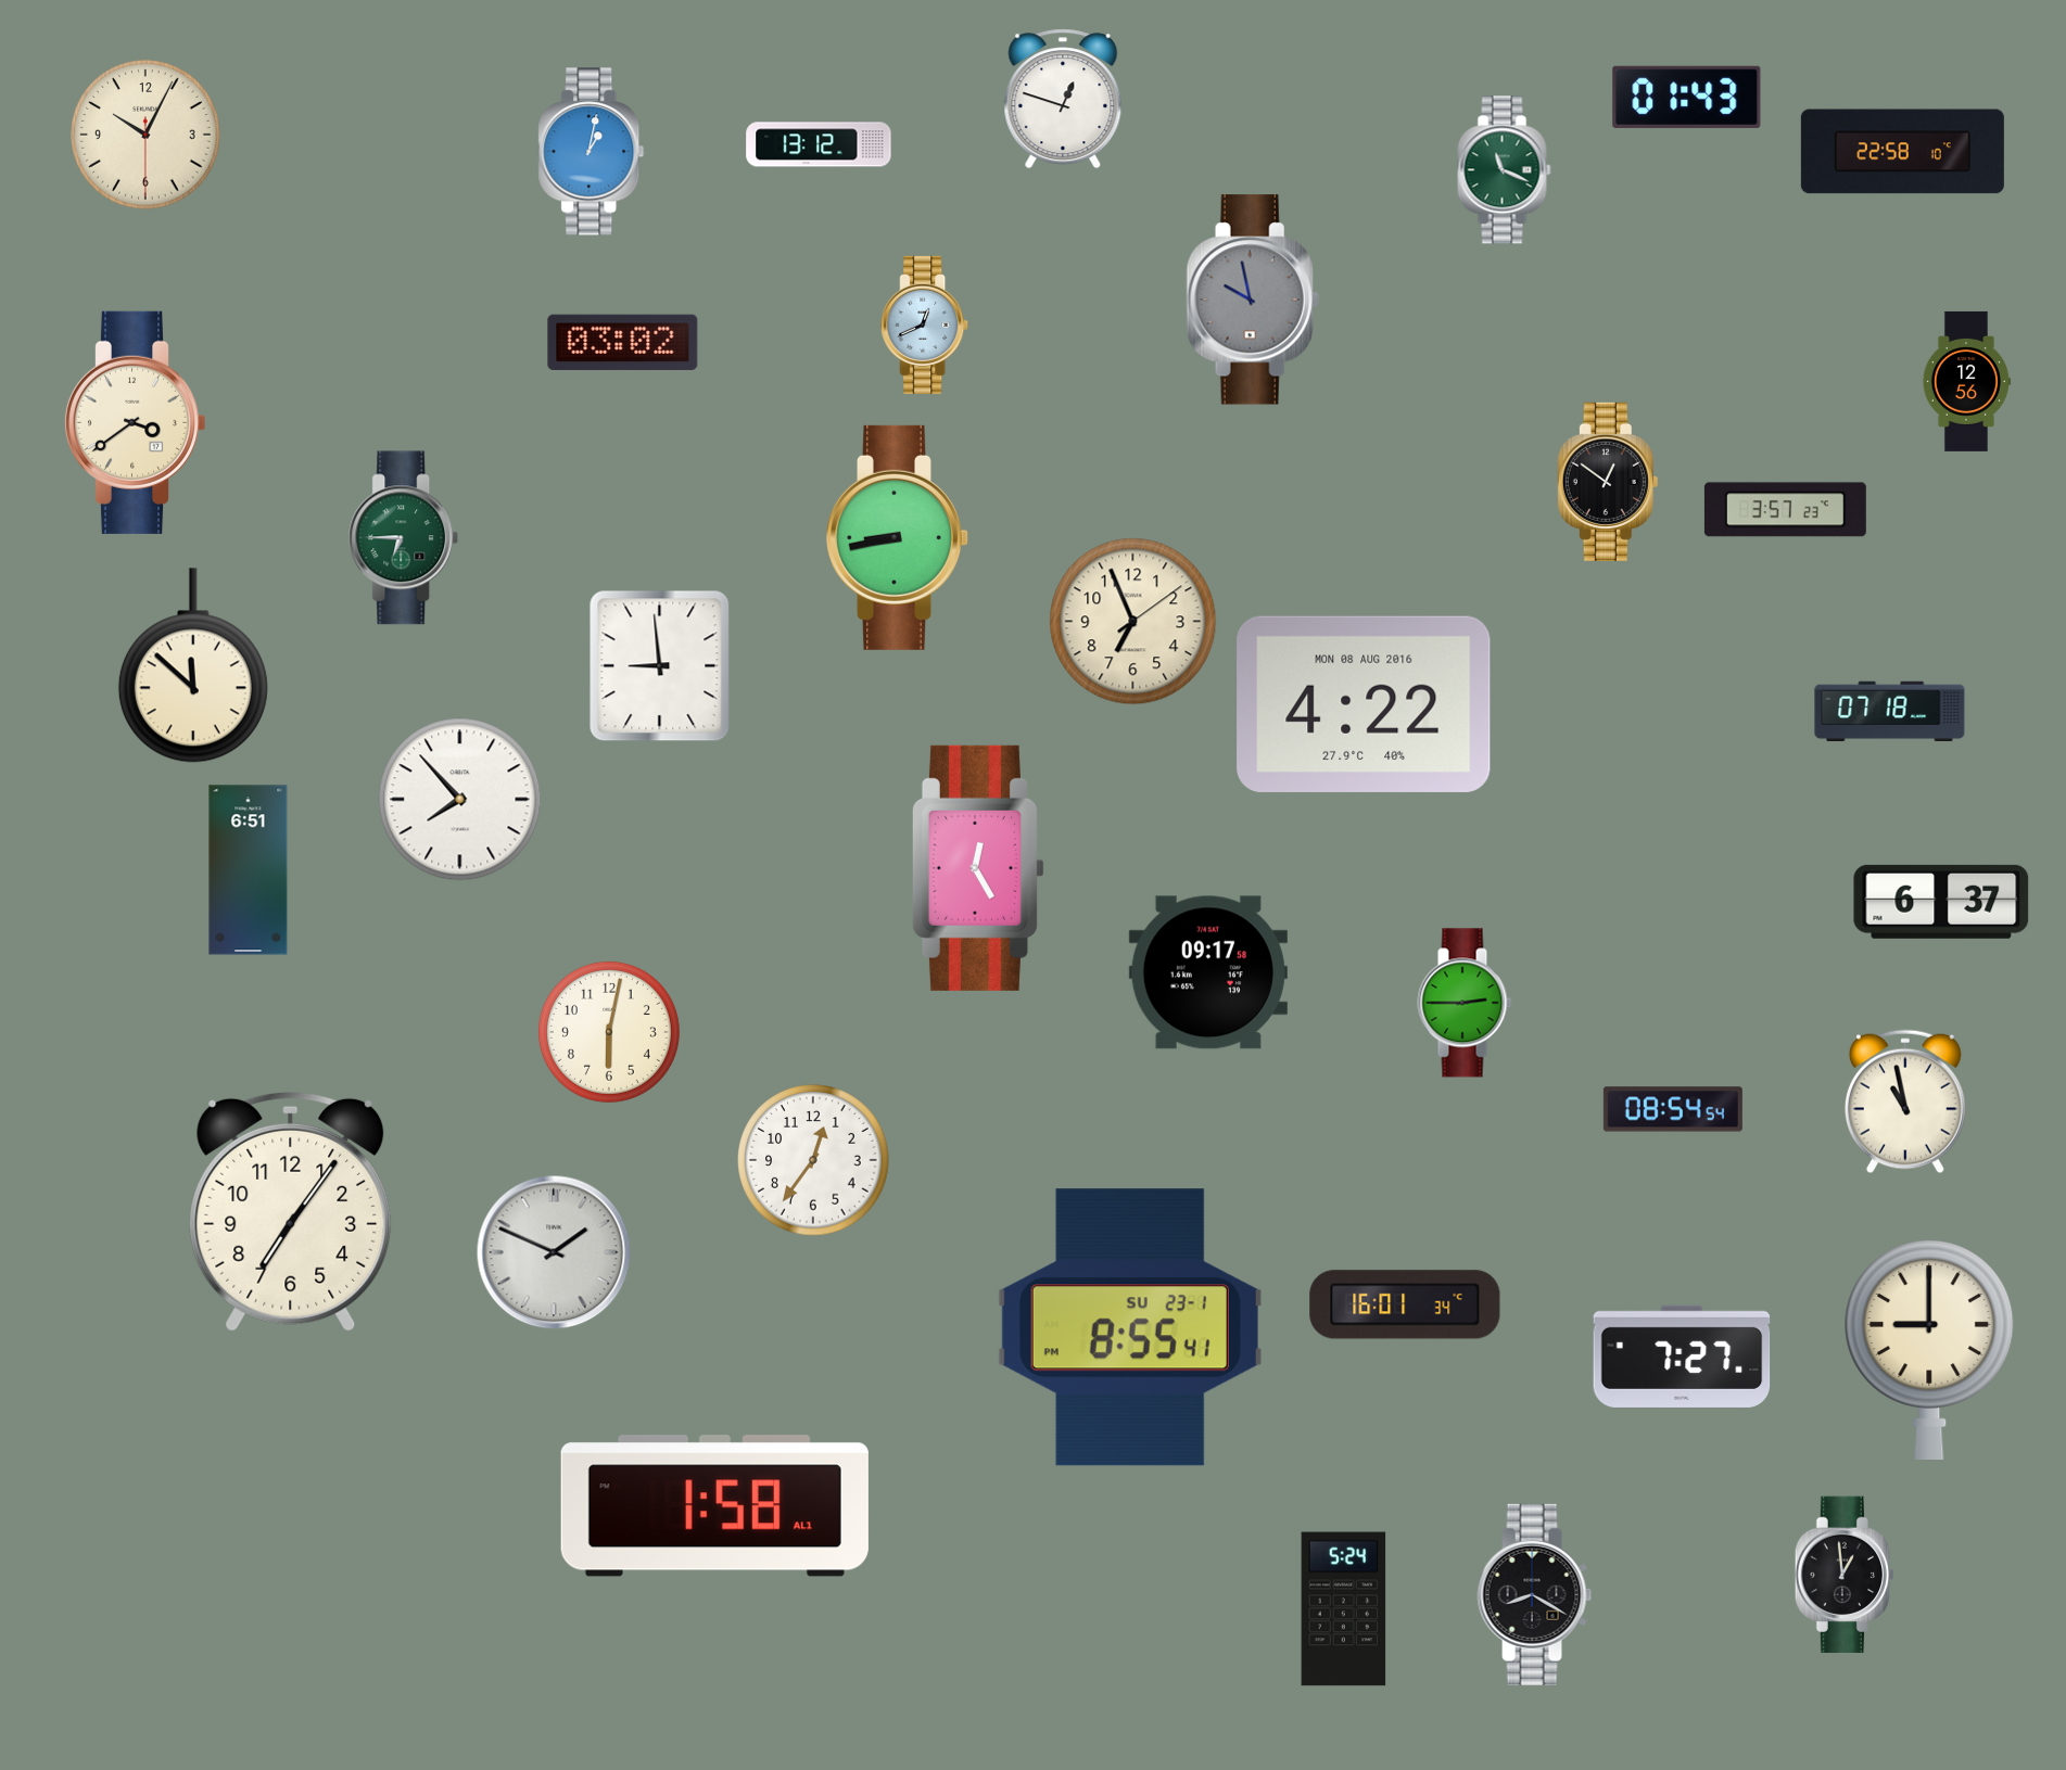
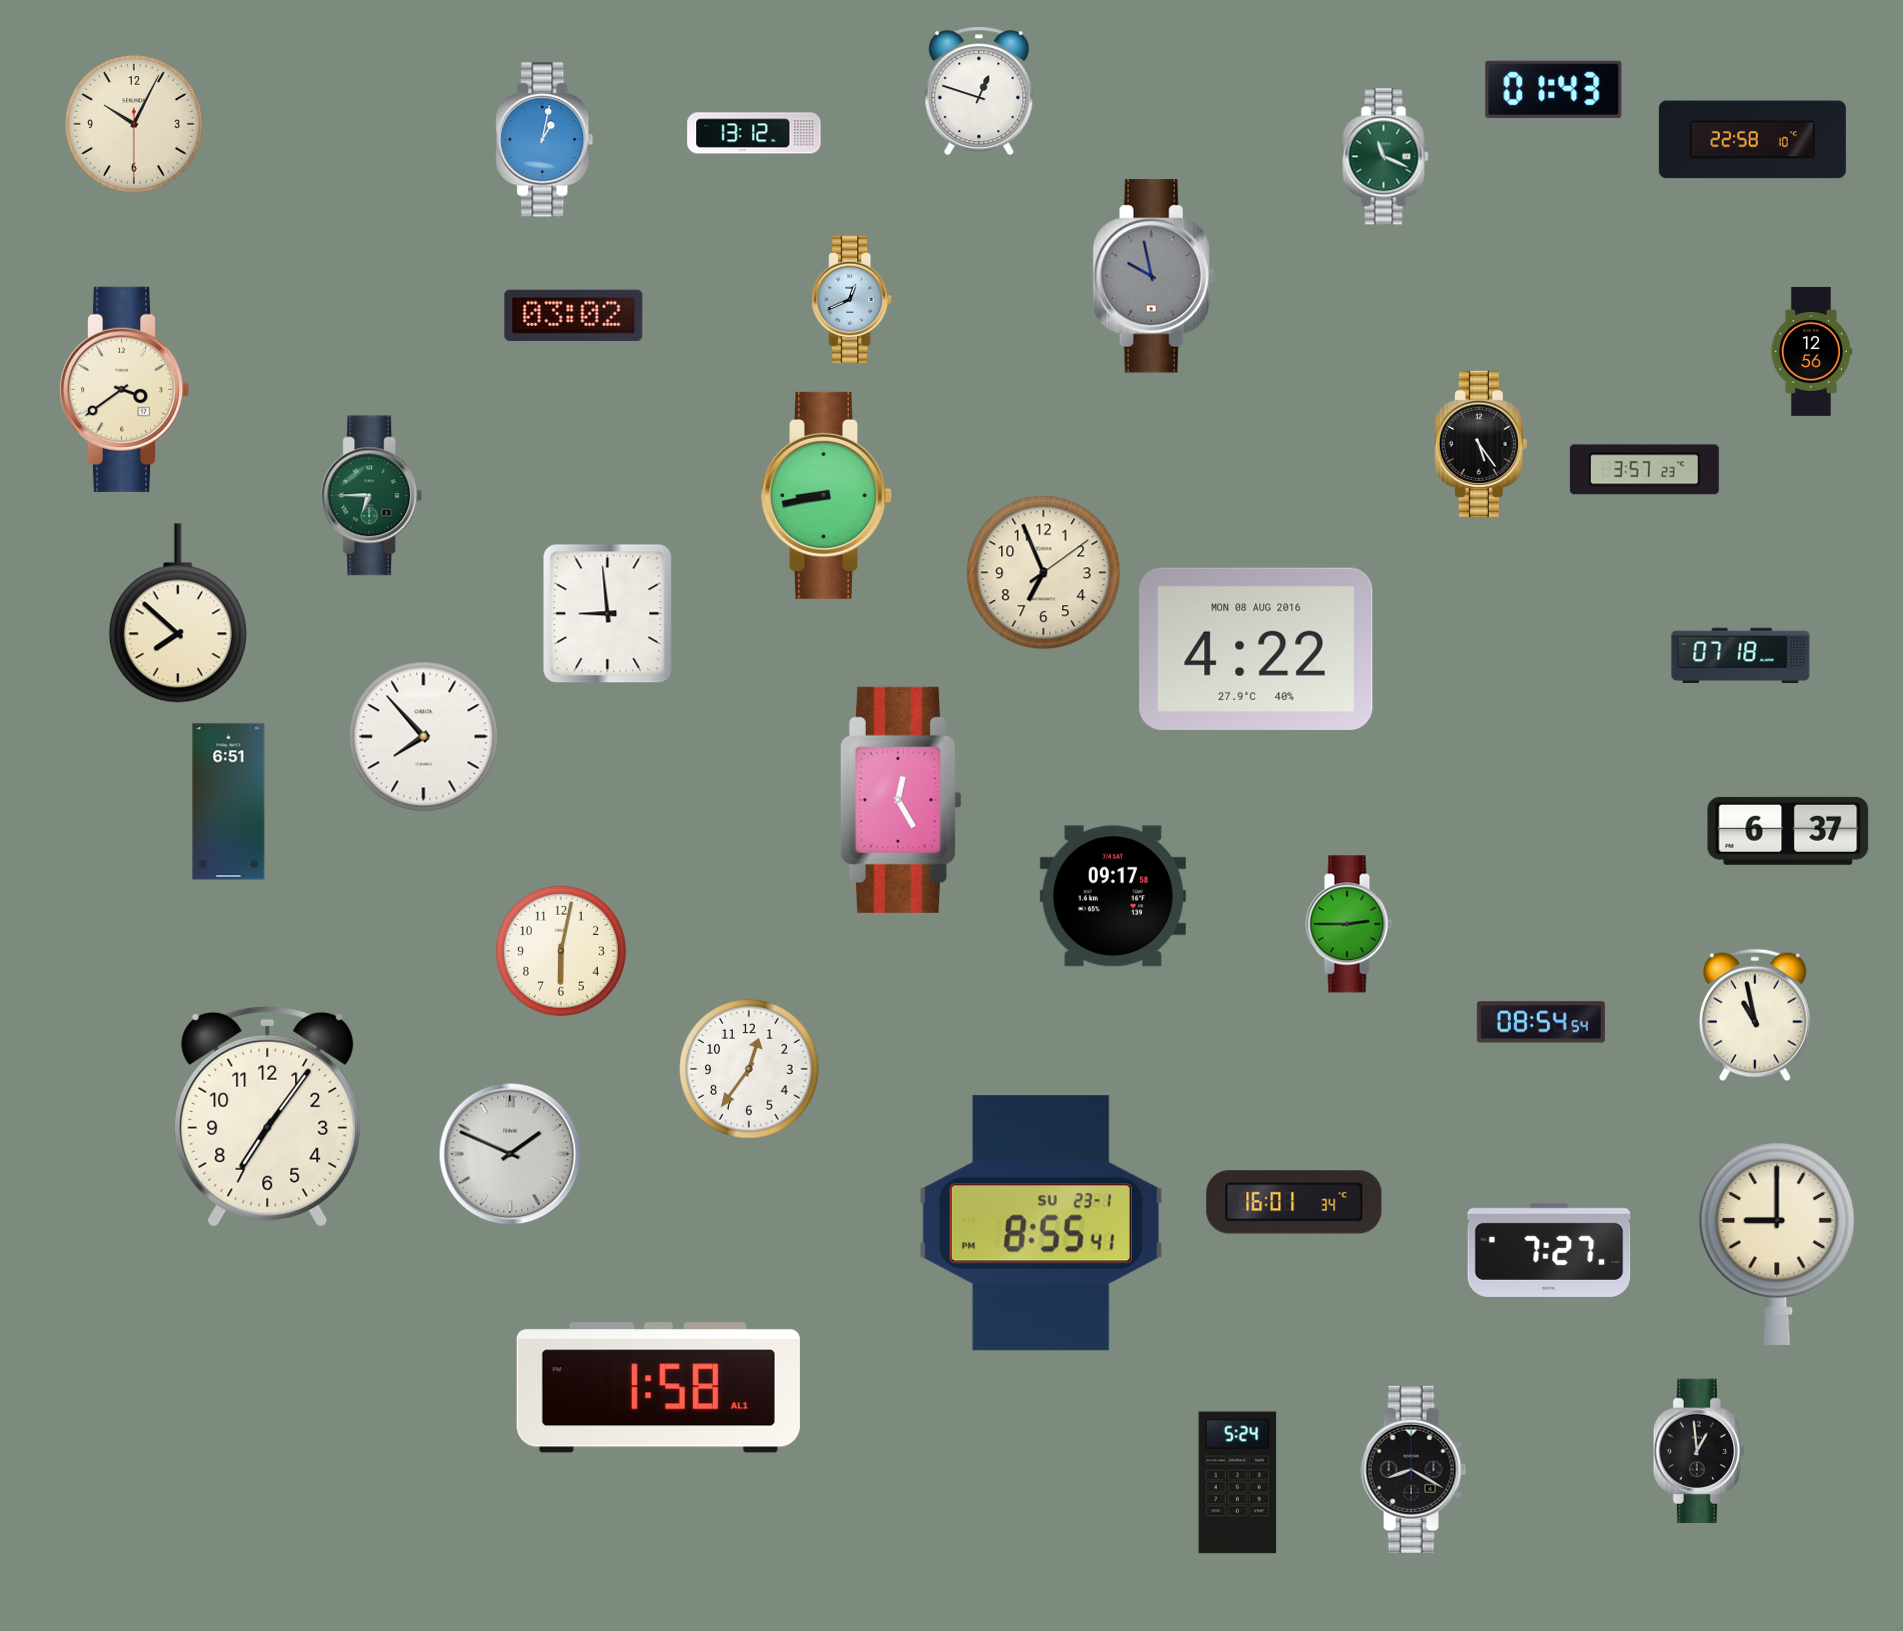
clock at (1608, 482): 12:51 -> 5:24
clock at (193, 665): 11:52 -> 7:52
